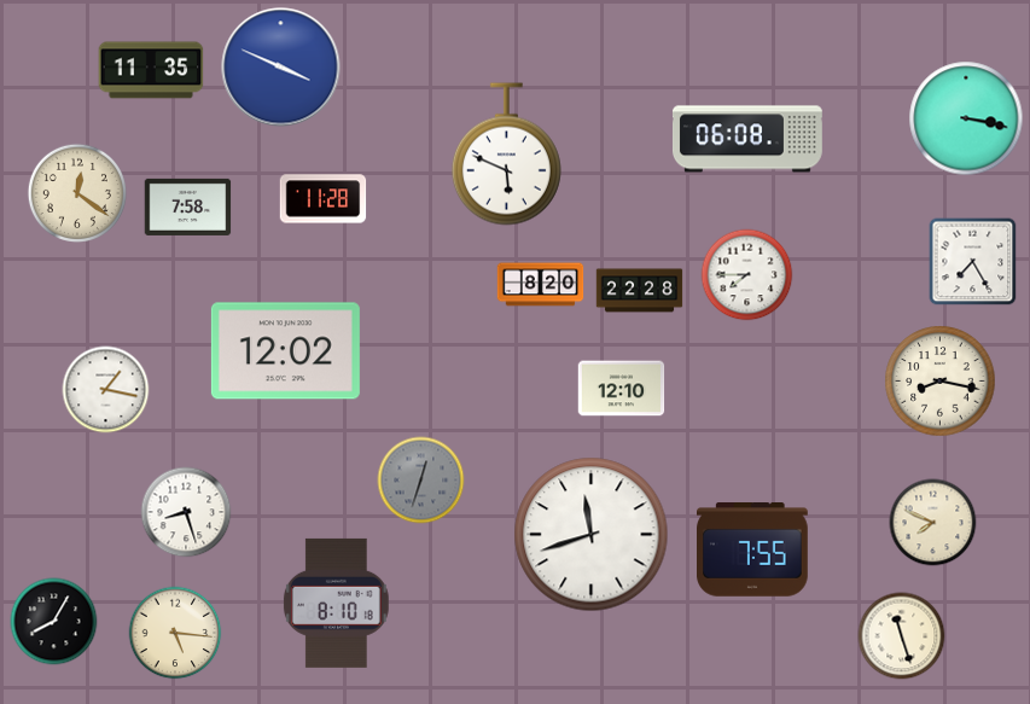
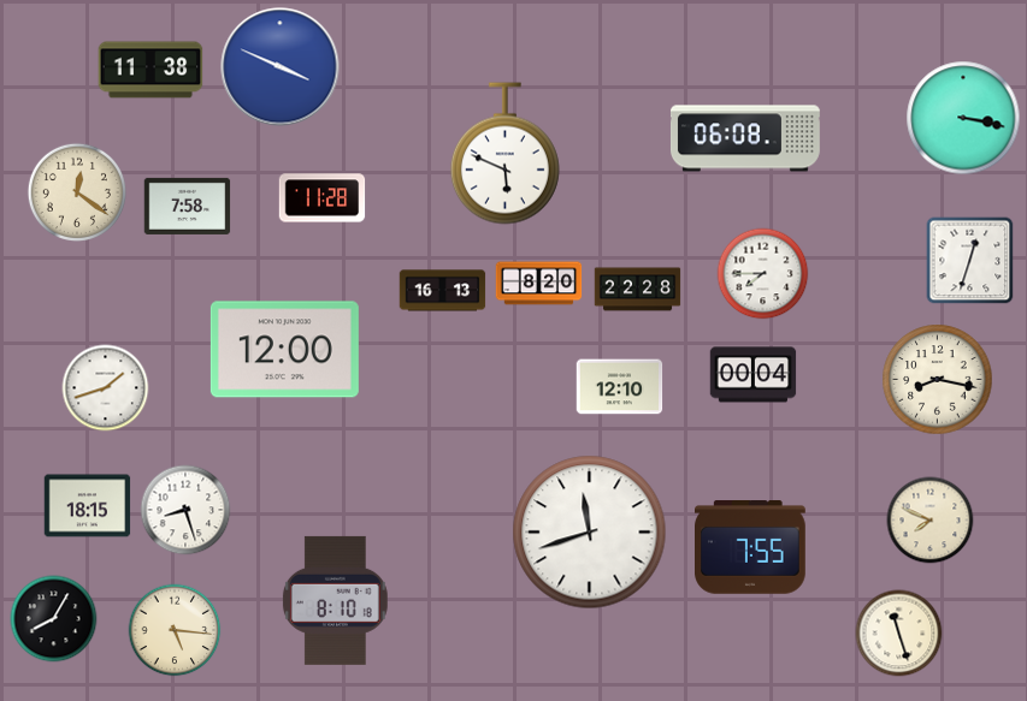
clock at (151, 70): 11:35 -> 11:38
clock at (973, 262): 7:25 -> 12:33
clock at (747, 275) position: (747, 275) -> (763, 274)
clock at (443, 291): none -> 16:13
clock at (285, 351): 12:02 -> 12:00
clock at (754, 375): none -> 00:04
clock at (106, 390): 1:17 -> 1:42
clock at (421, 481): 12:33 -> none
clock at (88, 506): none -> 18:15
